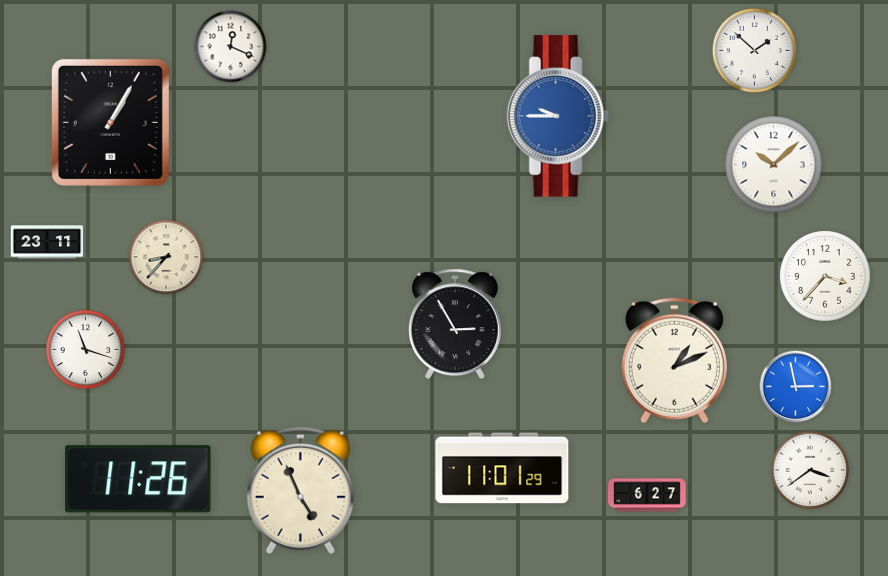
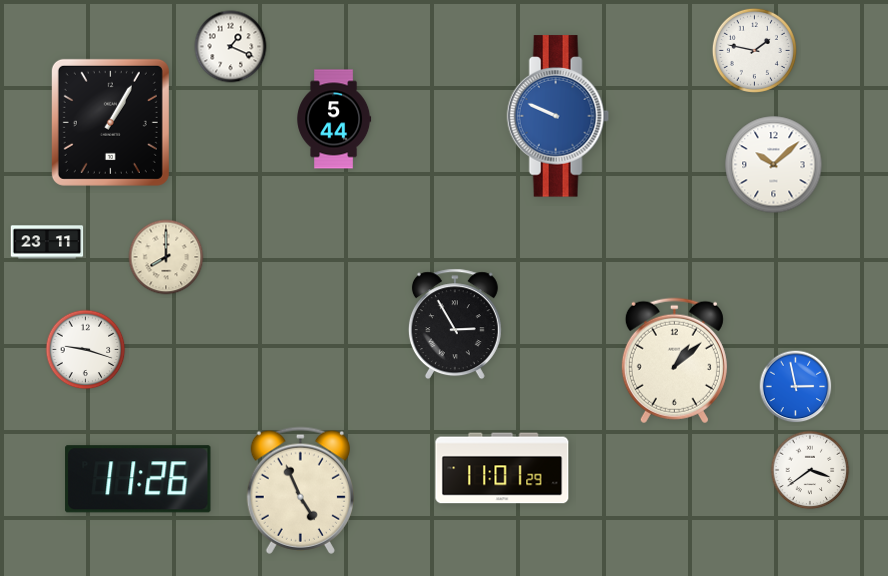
clock at (231, 47): 12:19 -> 1:19
clock at (754, 50): 1:52 -> 1:47
clock at (558, 116): 9:45 -> 9:49
clock at (334, 119): none -> 5:44
clock at (166, 257): 8:37 -> 8:00
clock at (825, 276): 3:37 -> none
clock at (86, 350): 11:18 -> 9:18
clock at (674, 361): 1:11 -> 1:08
clock at (647, 495): 6:27 -> none
